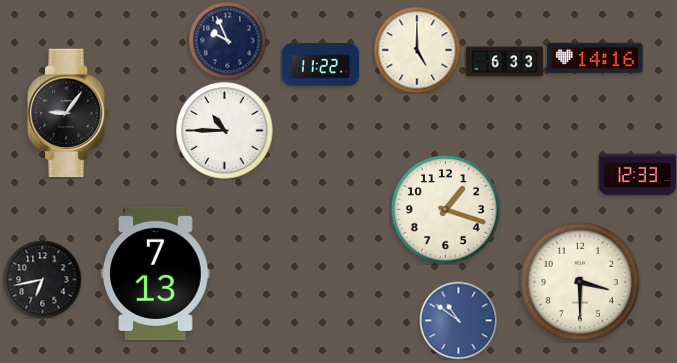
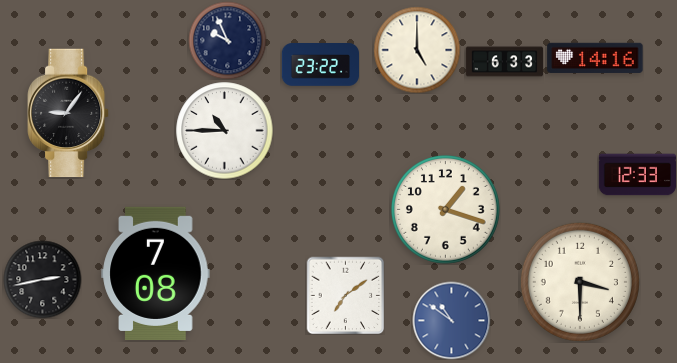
clock at (320, 65): 11:22 -> 23:22
clock at (156, 273): 7:13 -> 7:08
clock at (42, 279): 6:43 -> 2:43
clock at (345, 295): none -> 7:09
clock at (458, 320) position: (458, 320) -> (451, 320)
